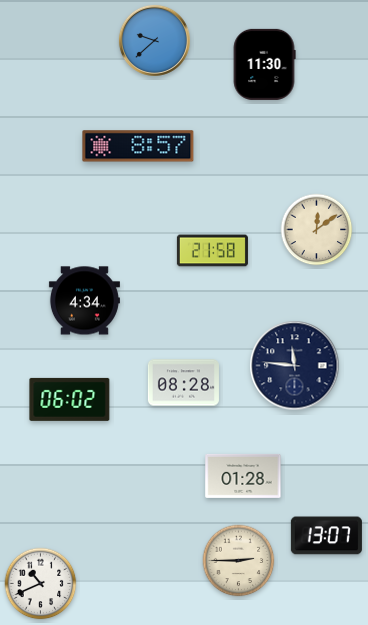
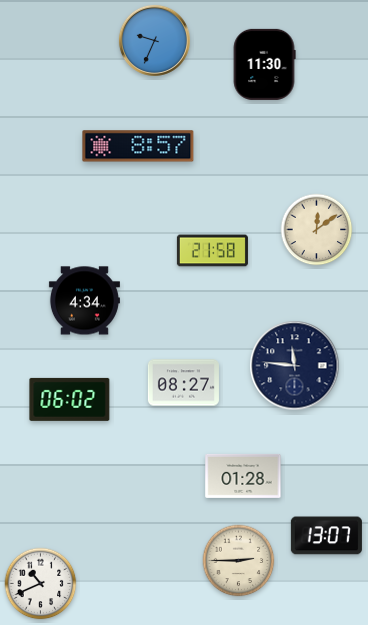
clock at (154, 40): 9:38 -> 9:34
clock at (183, 383): 08:28 -> 08:27
